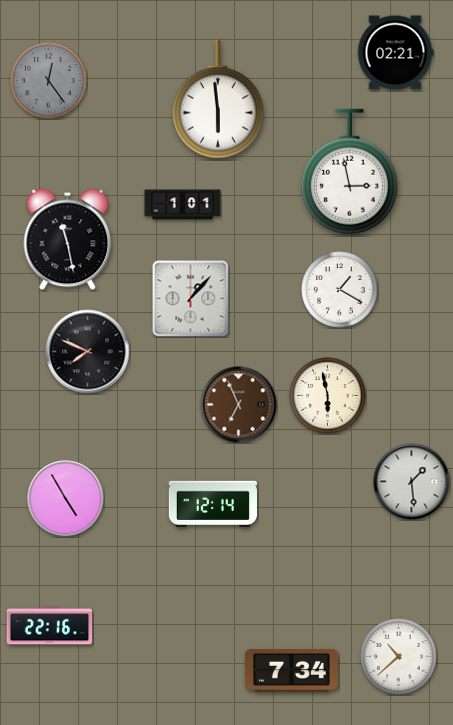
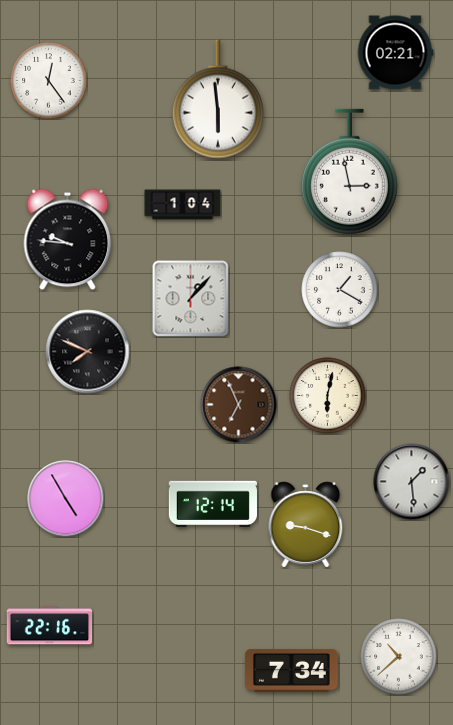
clock at (49, 81) dial: grey -> white
clock at (183, 205): 1:01 -> 1:04
clock at (68, 240): 11:28 -> 9:46
clock at (328, 396): 5:58 -> 6:02
clock at (306, 525): none -> 9:18
